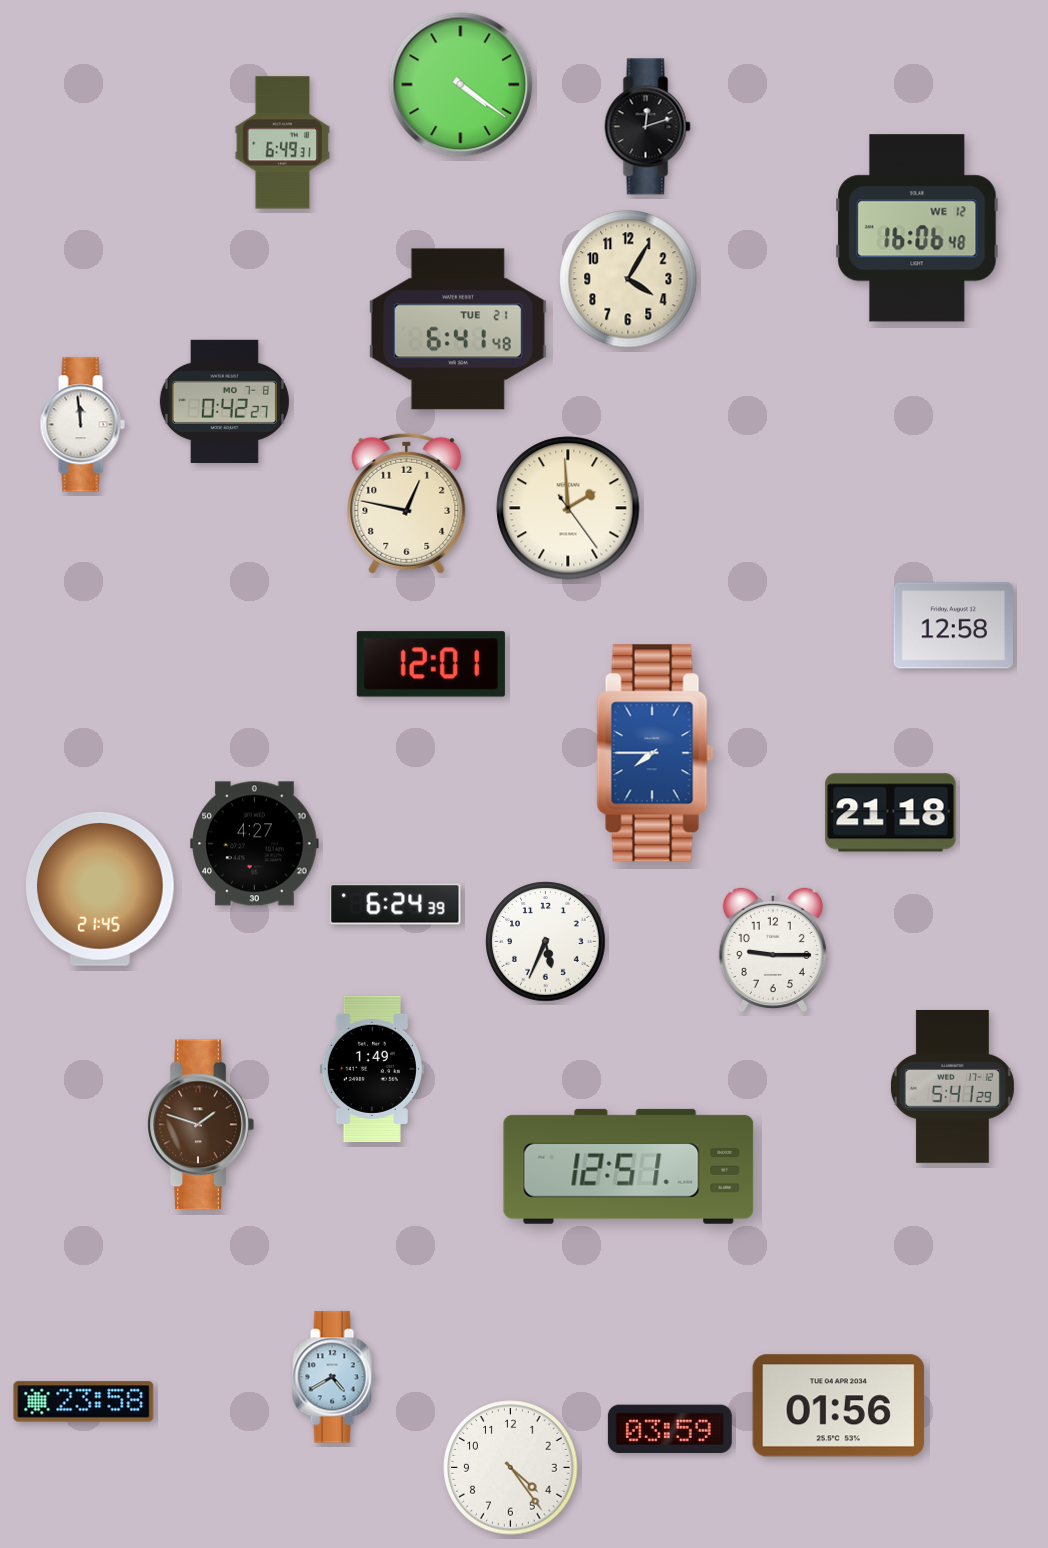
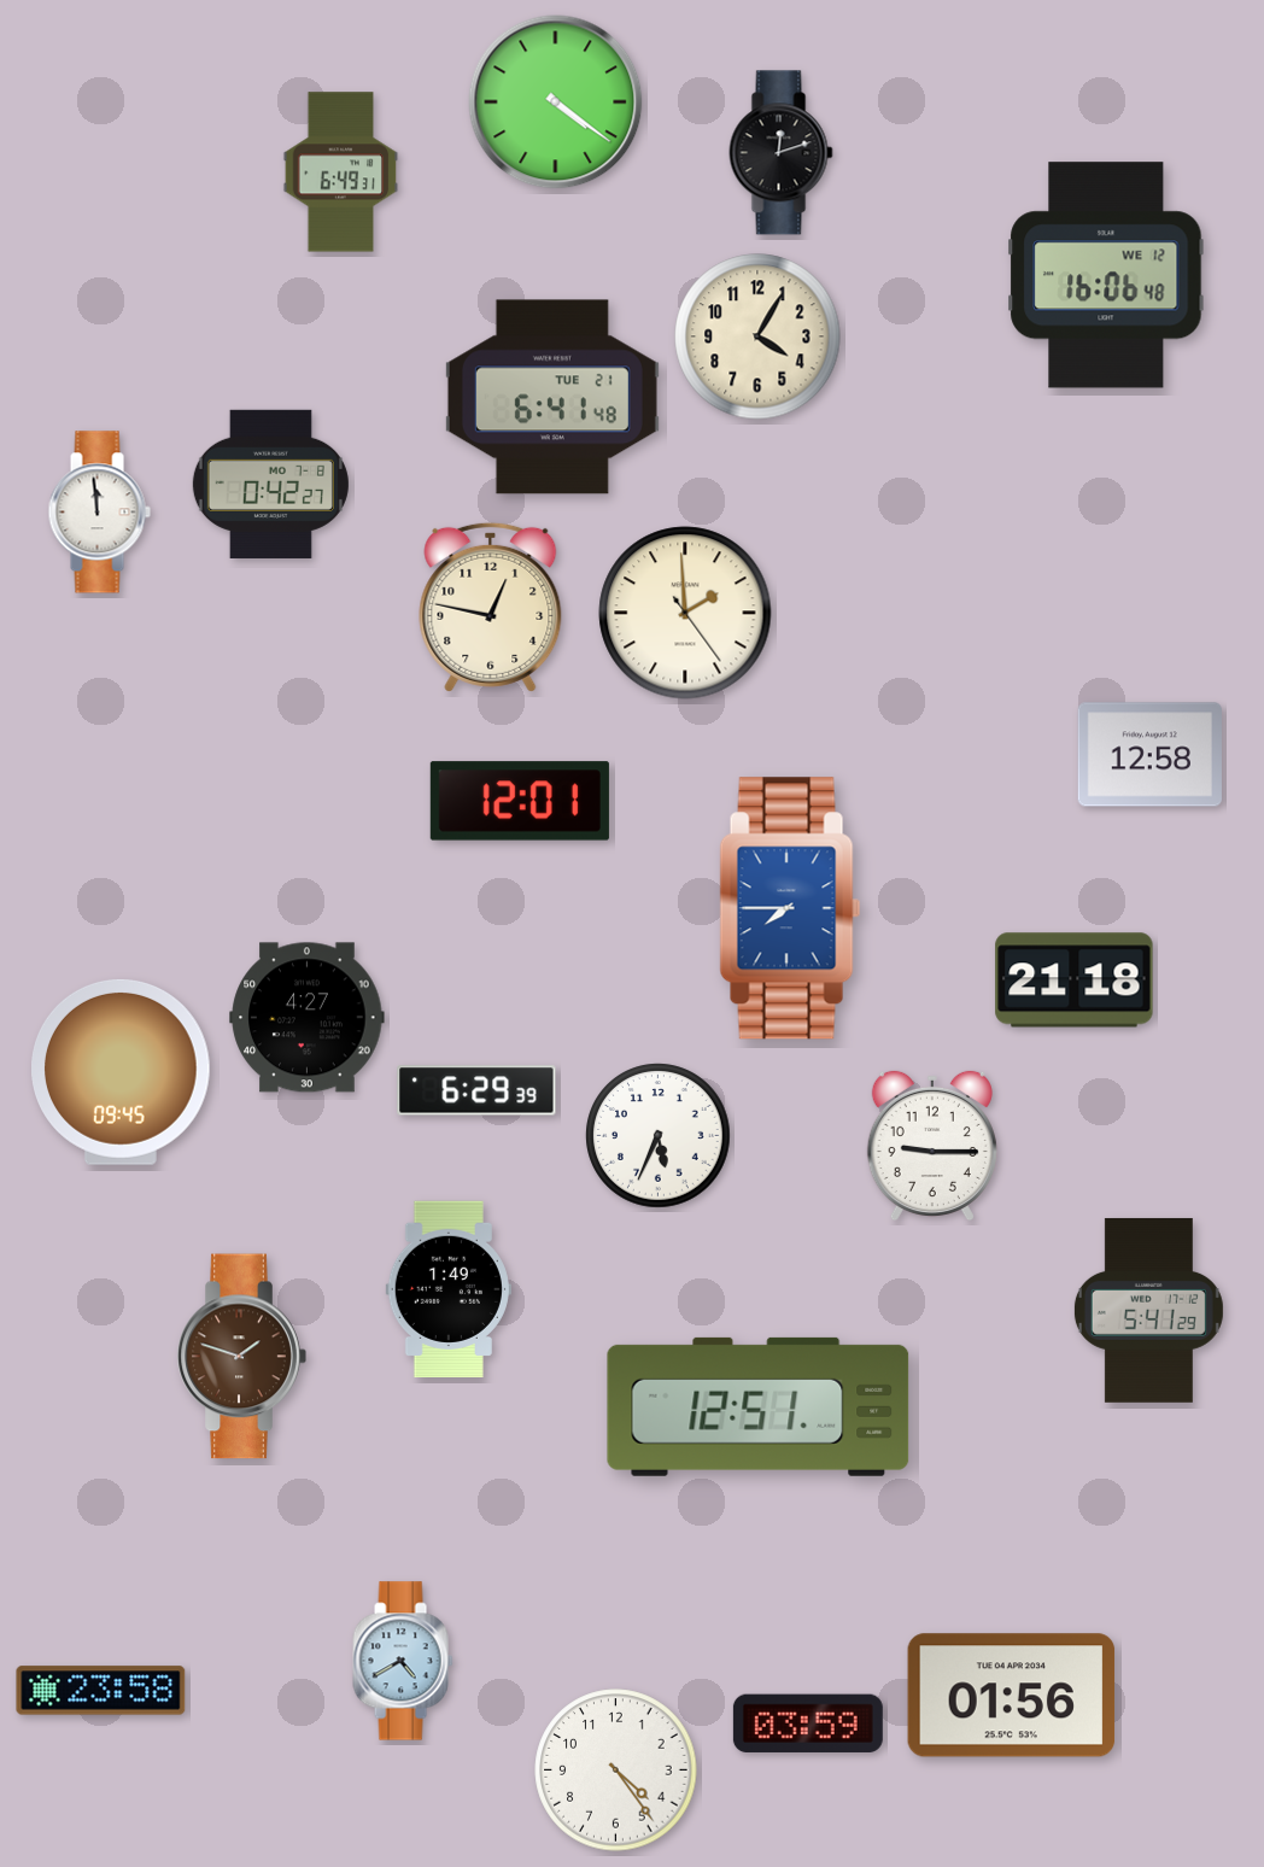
clock at (101, 889): 21:45 -> 09:45
clock at (395, 904): 6:24 -> 6:29
